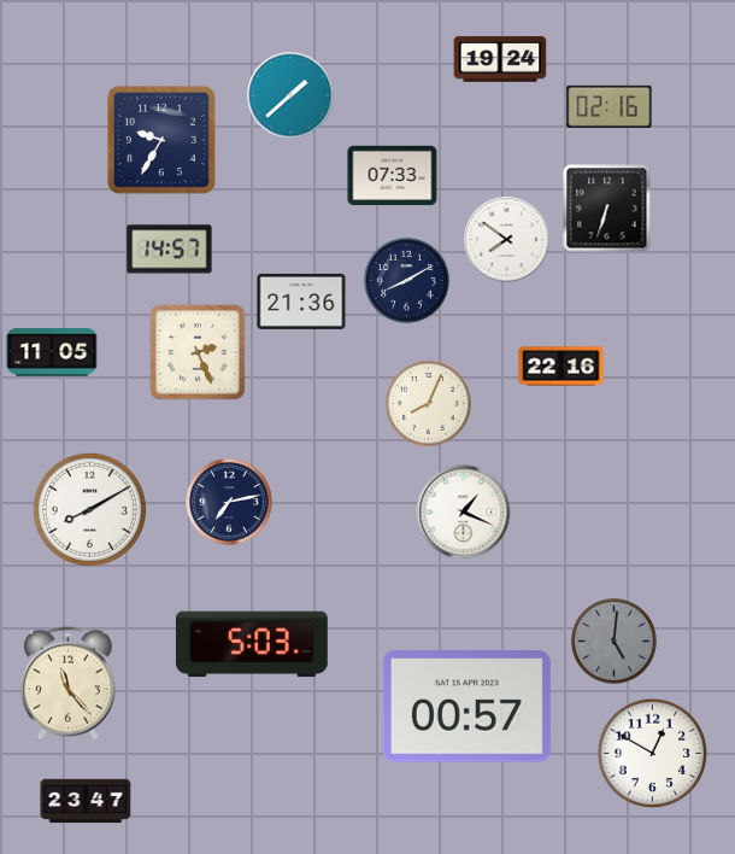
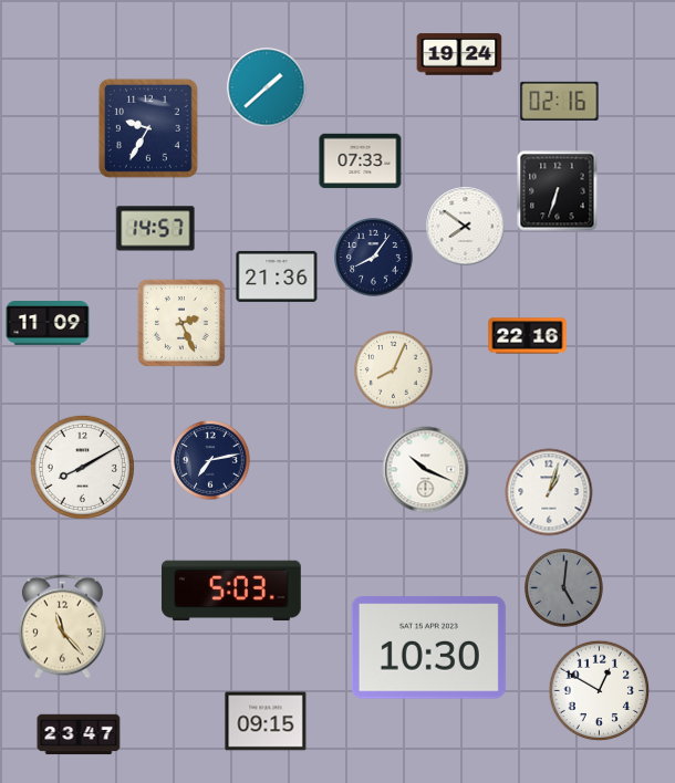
clock at (610, 106) position: (610, 106) -> (560, 101)
clock at (507, 240) position: (507, 240) -> (466, 227)
clock at (407, 281): 8:10 -> 8:06
clock at (52, 353): 11:05 -> 11:09
clock at (561, 367) position: (561, 367) -> (528, 336)
clock at (464, 513): 1:19 -> 10:19
clock at (549, 492): none -> 1:03
clock at (466, 707): 00:57 -> 10:30
clock at (266, 721): none -> 09:15
